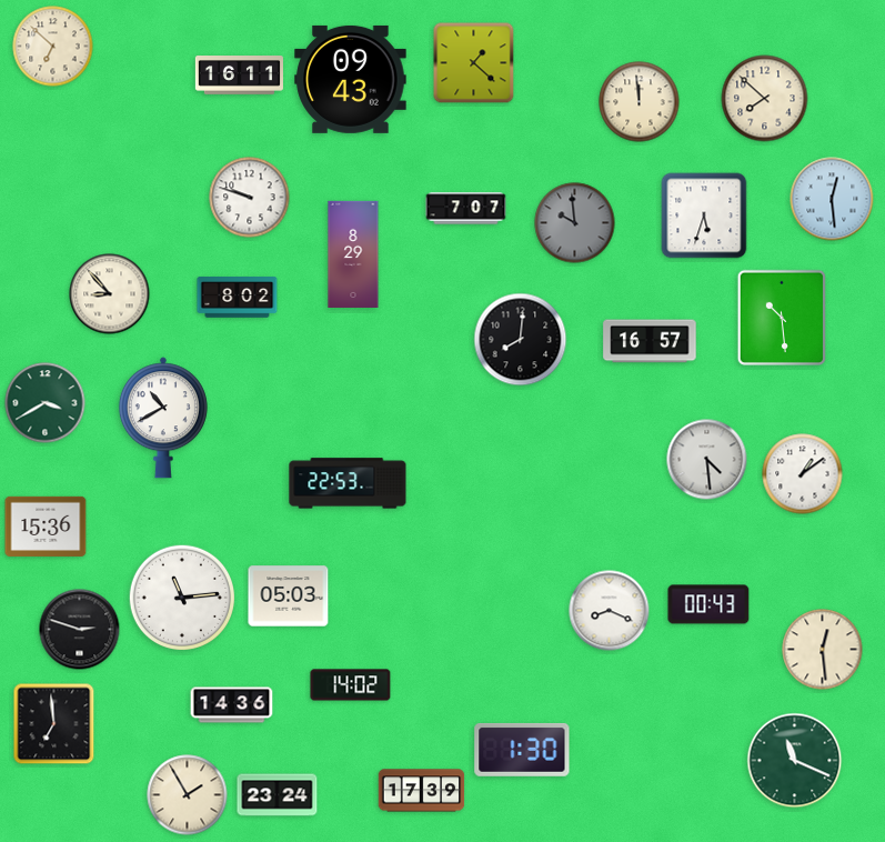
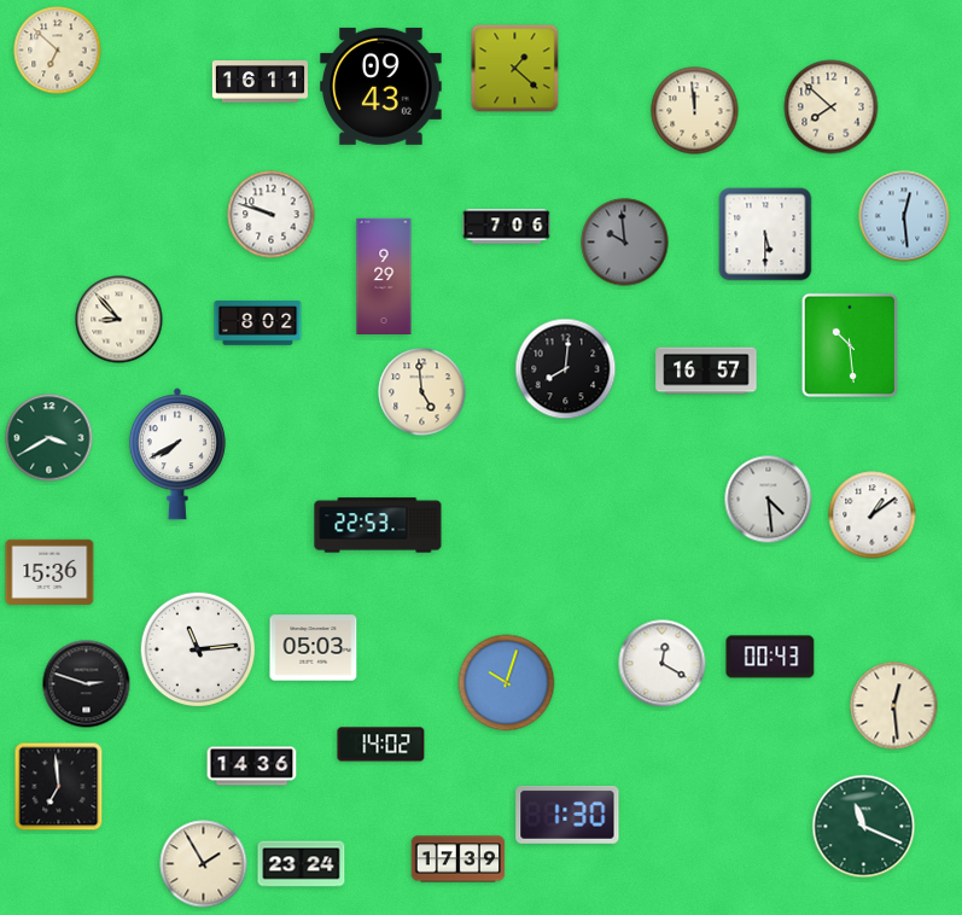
clock at (466, 209): 7:07 -> 7:06
clock at (704, 215): 5:33 -> 5:30
clock at (353, 253): 8:29 -> 9:29
clock at (422, 392): none -> 4:59
clock at (163, 418): 10:40 -> 7:40
clock at (610, 611): 8:19 -> 12:20
clock at (507, 683): none -> 10:03
